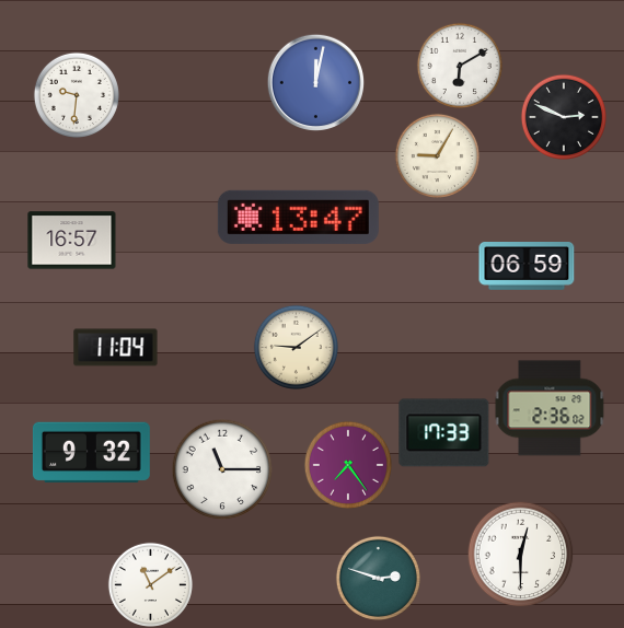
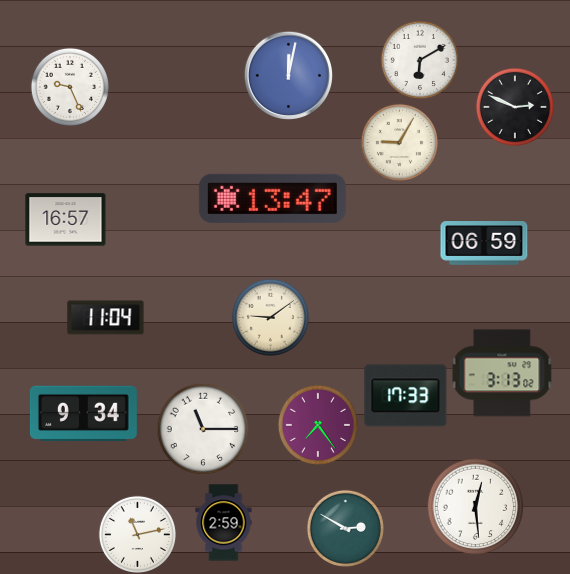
clock at (77, 95): 9:31 -> 9:26
clock at (527, 267) position: (527, 267) -> (484, 244)
clock at (550, 408): 2:36 -> 3:13
clock at (91, 452): 9:32 -> 9:34
clock at (520, 554): 12:30 -> 12:29
clock at (224, 523): none -> 2:59
clock at (378, 578): 2:48 -> 2:50
clock at (150, 584): 11:09 -> 11:13
